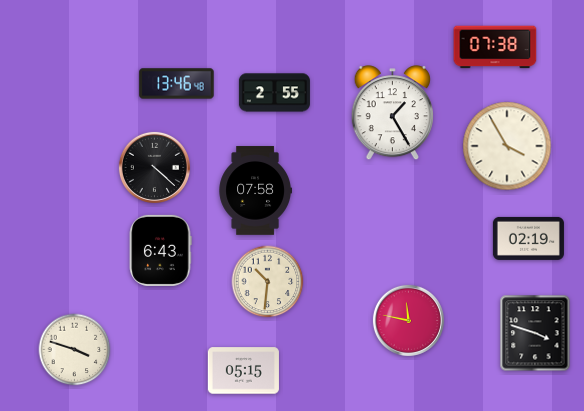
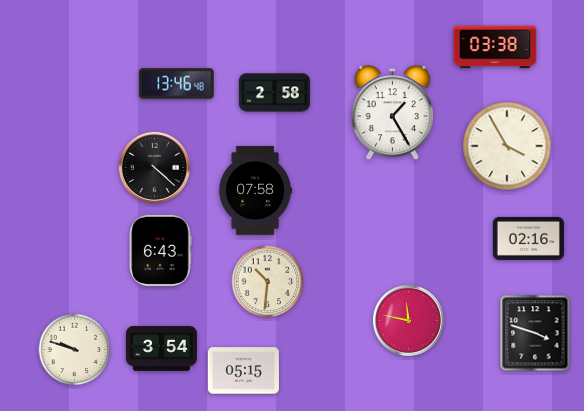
clock at (495, 47): 07:38 -> 03:38
clock at (274, 93): 2:55 -> 2:58
clock at (528, 238): 02:19 -> 02:16
clock at (161, 349): none -> 3:54
clock at (75, 350): 3:48 -> 9:48
